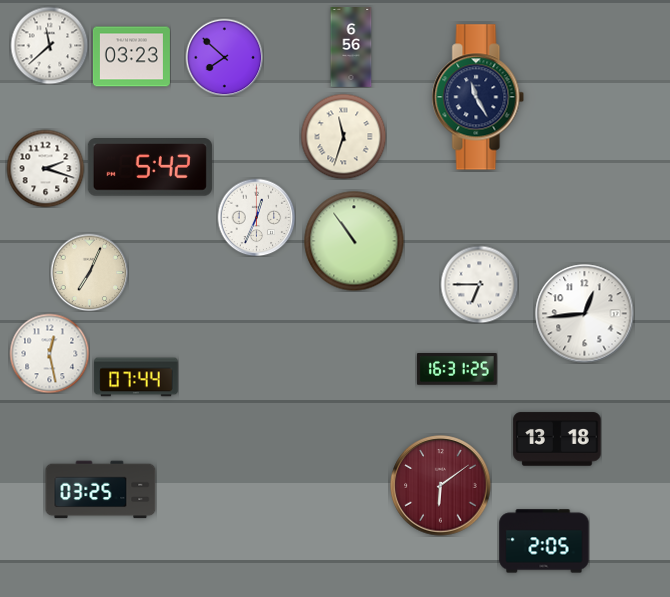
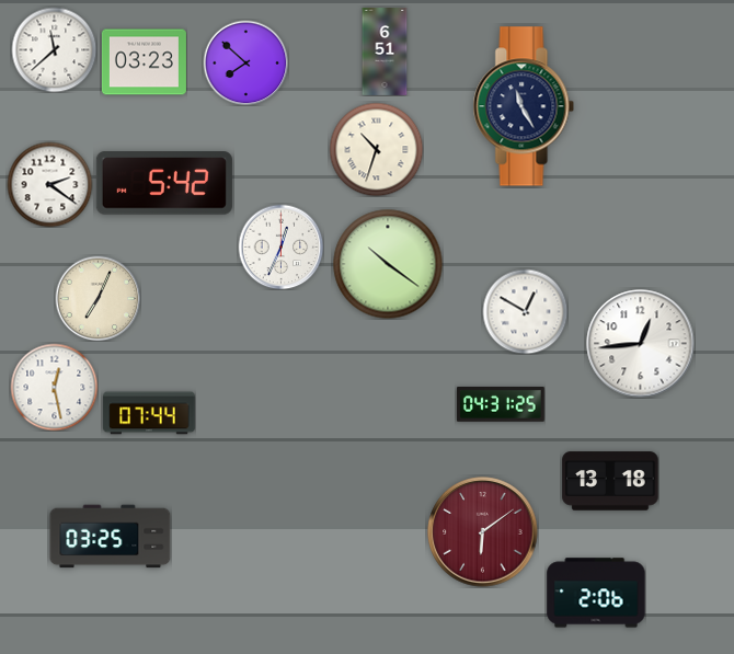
clock at (351, 48): 6:56 -> 6:51
clock at (343, 136): 11:33 -> 10:33
clock at (45, 168): 2:18 -> 2:21
clock at (256, 217) position: (256, 217) -> (280, 246)
clock at (354, 241): 10:54 -> 10:21
clock at (479, 284): 6:45 -> 12:50
clock at (457, 370): 16:31 -> 04:31
clock at (544, 541): 2:05 -> 2:06
